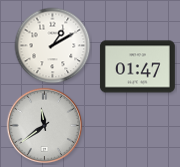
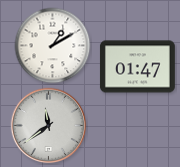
clock at (45, 126) position: (45, 126) -> (49, 126)
